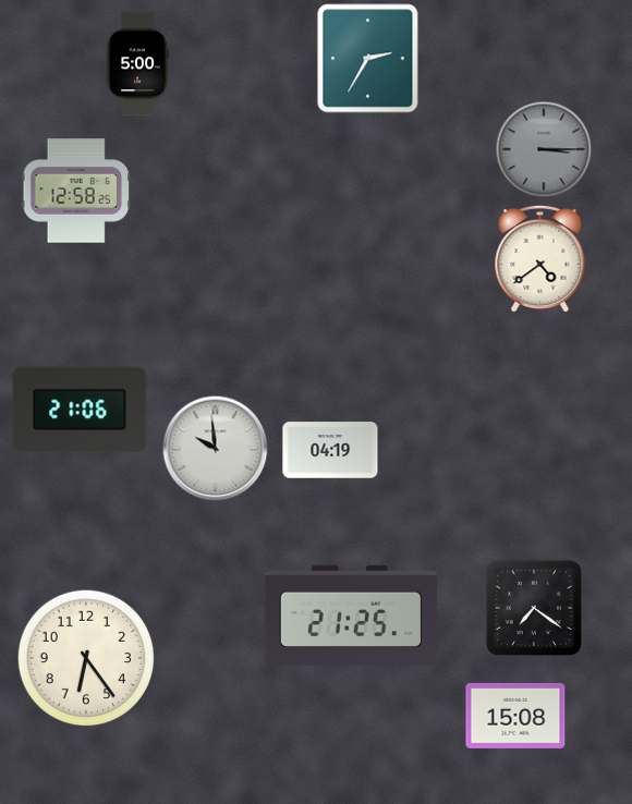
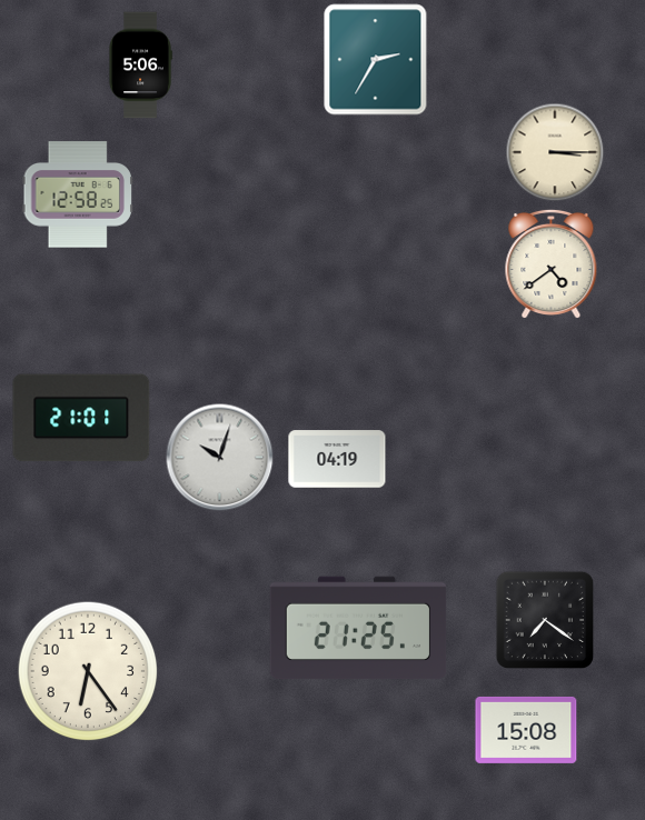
clock at (137, 64): 5:00 -> 5:06
clock at (544, 149) dial: grey -> cream
clock at (80, 410): 21:06 -> 21:01
clock at (216, 449): 9:59 -> 10:03
